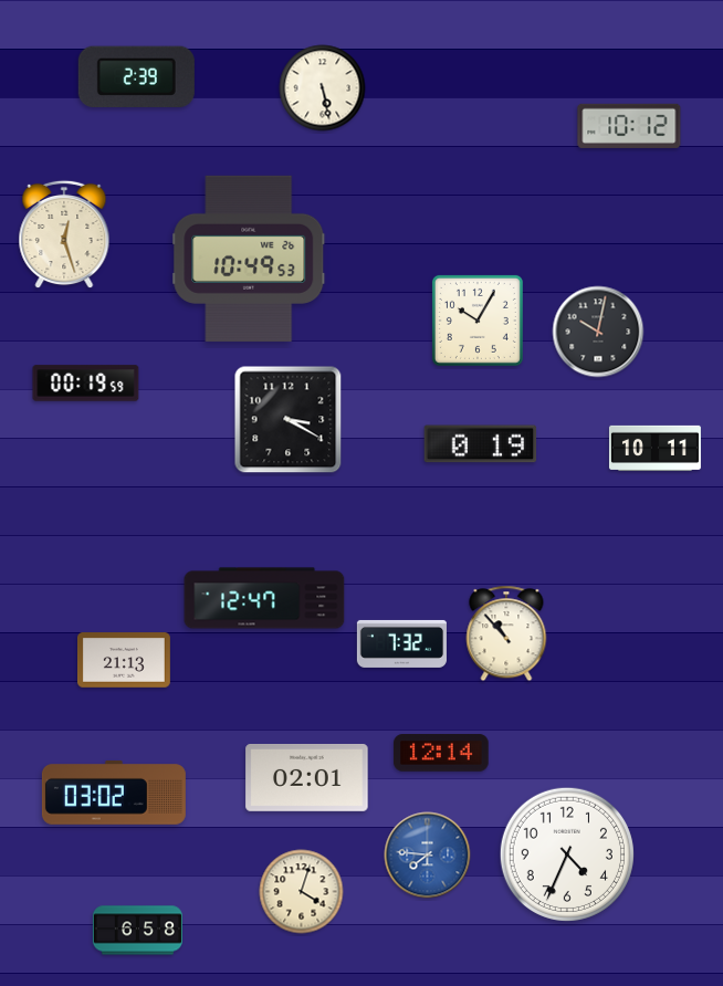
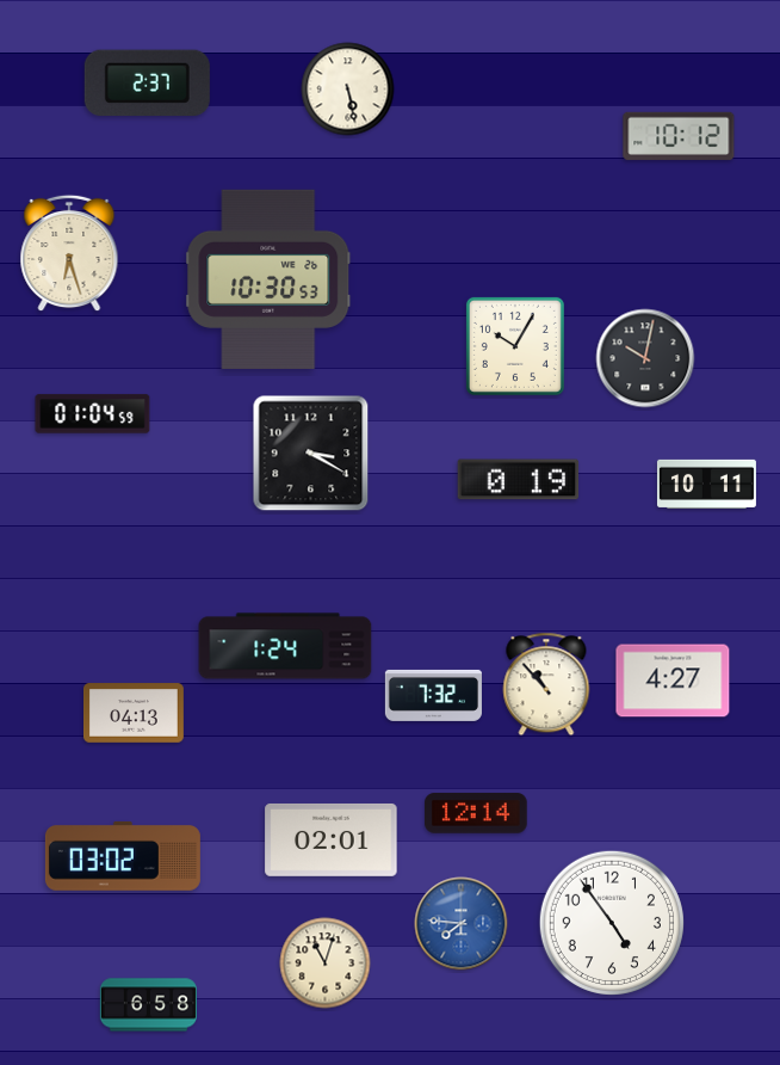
clock at (136, 76): 2:39 -> 2:37
clock at (323, 88) position: (323, 88) -> (348, 90)
clock at (64, 234): 12:27 -> 6:27
clock at (249, 259): 10:49 -> 10:30
clock at (86, 384): 00:19 -> 01:04
clock at (264, 598): 12:47 -> 1:24
clock at (673, 681): none -> 4:27
clock at (125, 660): 21:13 -> 04:13
clock at (567, 854): 4:34 -> 4:54
clock at (302, 892): 4:03 -> 11:03
